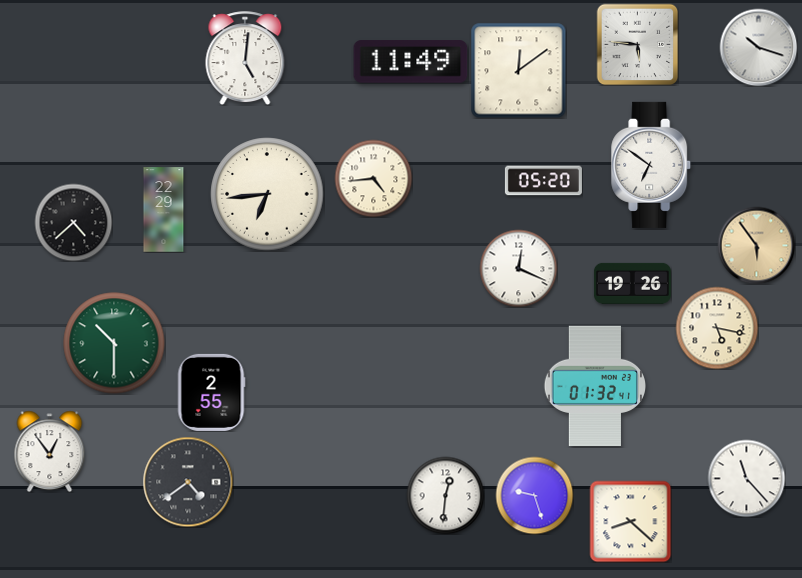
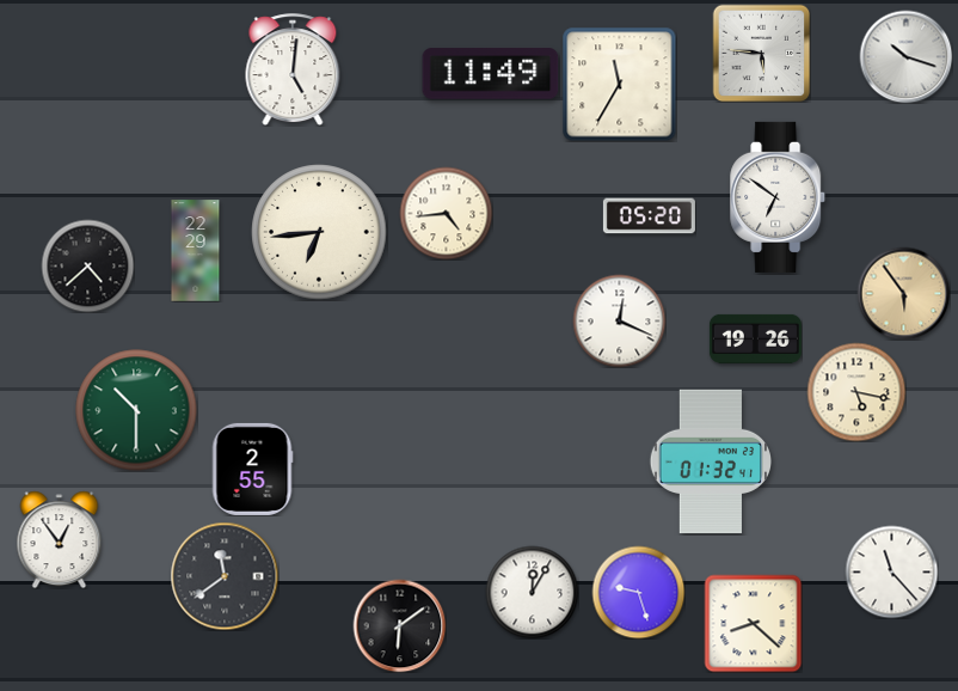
clock at (518, 70): 12:09 -> 11:35
clock at (188, 482): 4:39 -> 11:39
clock at (445, 495): 12:31 -> 12:05
clock at (399, 625): none -> 6:09
